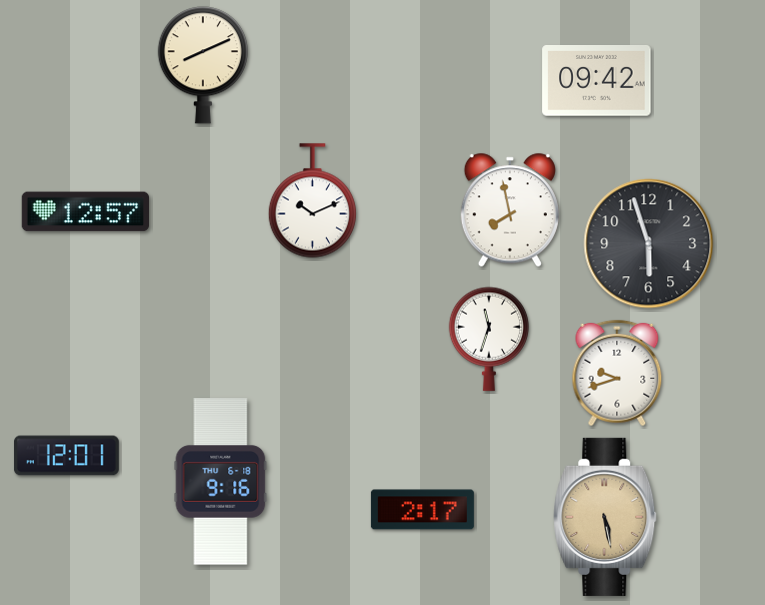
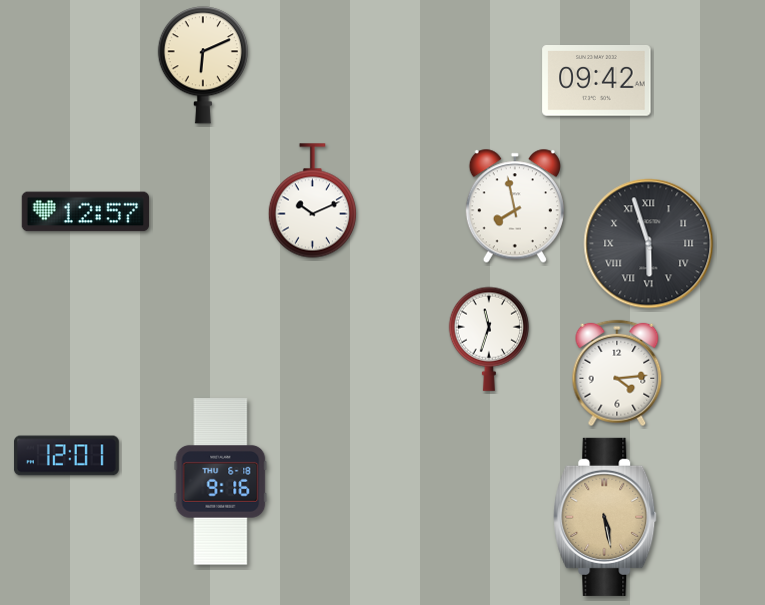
clock at (203, 65): 8:11 -> 6:11
clock at (510, 210) position: (510, 210) -> (515, 206)
clock at (649, 244) numerals: Arabic -> Roman
clock at (617, 373): 9:42 -> 4:14
clock at (422, 510): 2:17 -> none
